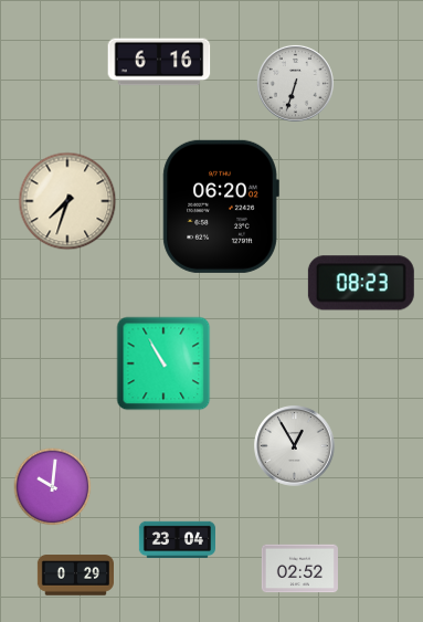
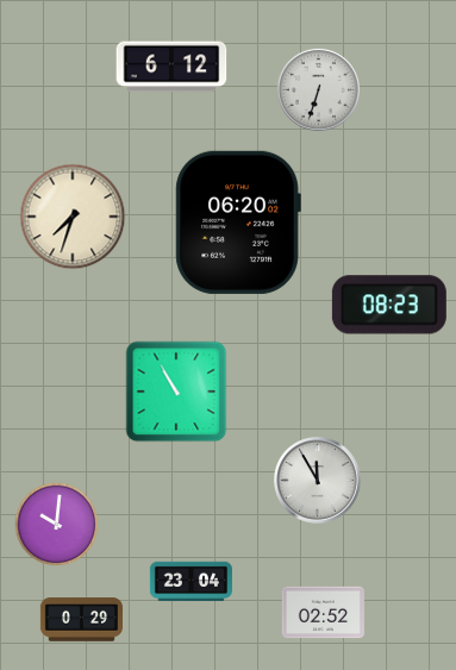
clock at (159, 62): 6:16 -> 6:12
clock at (295, 446): 12:55 -> 11:55
